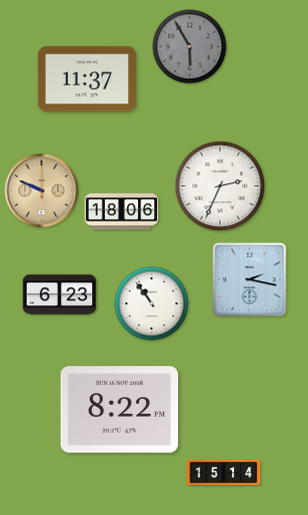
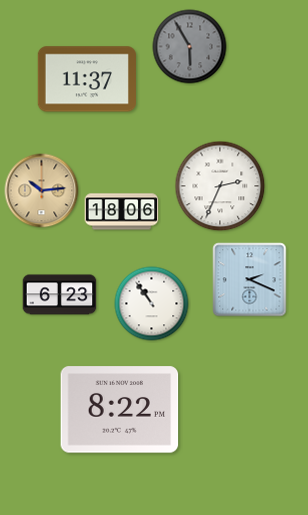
clock at (42, 191): 9:49 -> 10:14
clock at (250, 280): 2:17 -> 2:19
clock at (224, 472): 15:14 -> none
